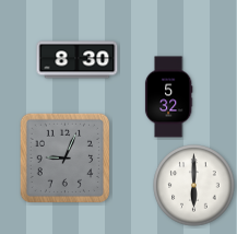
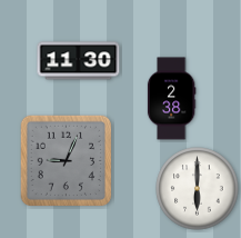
clock at (78, 60): 8:30 -> 11:30
clock at (168, 97): 5:32 -> 2:38
